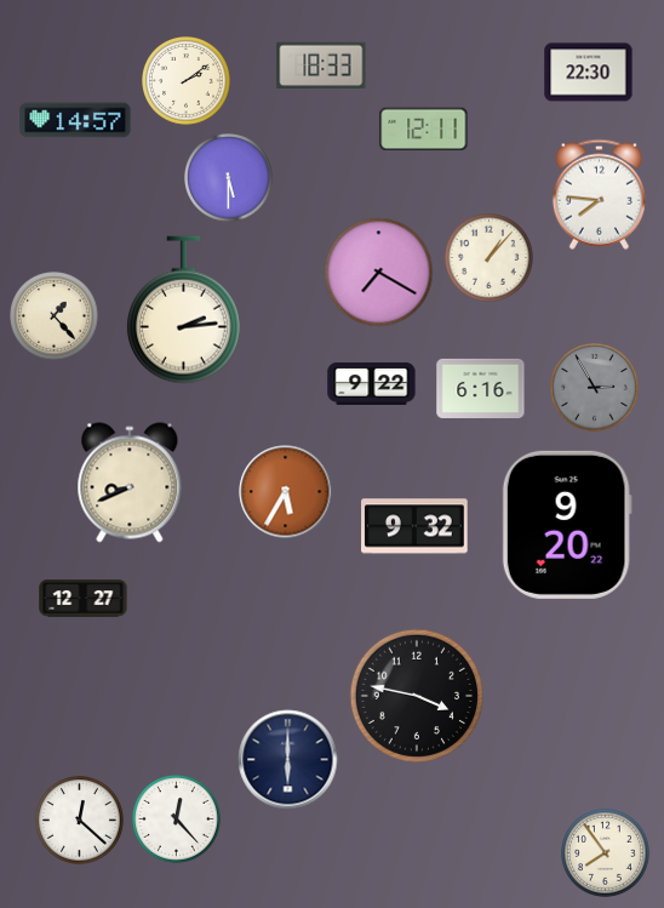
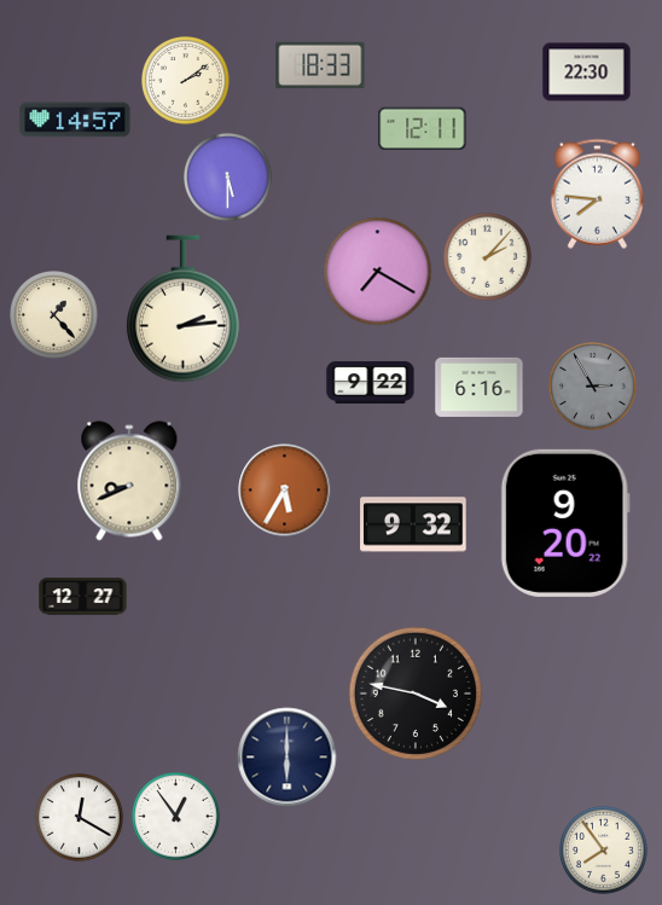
clock at (490, 258): 1:07 -> 2:07
clock at (177, 820): 12:23 -> 12:54
clock at (80, 821): 12:22 -> 12:20
